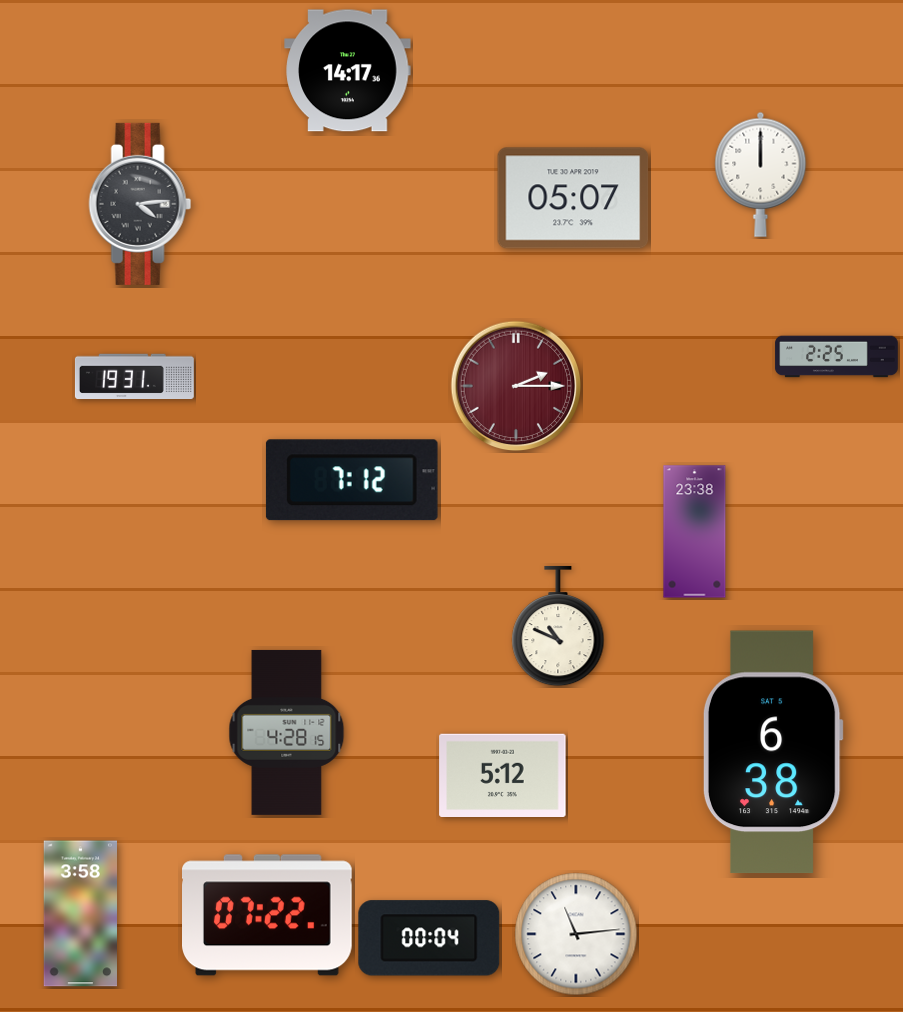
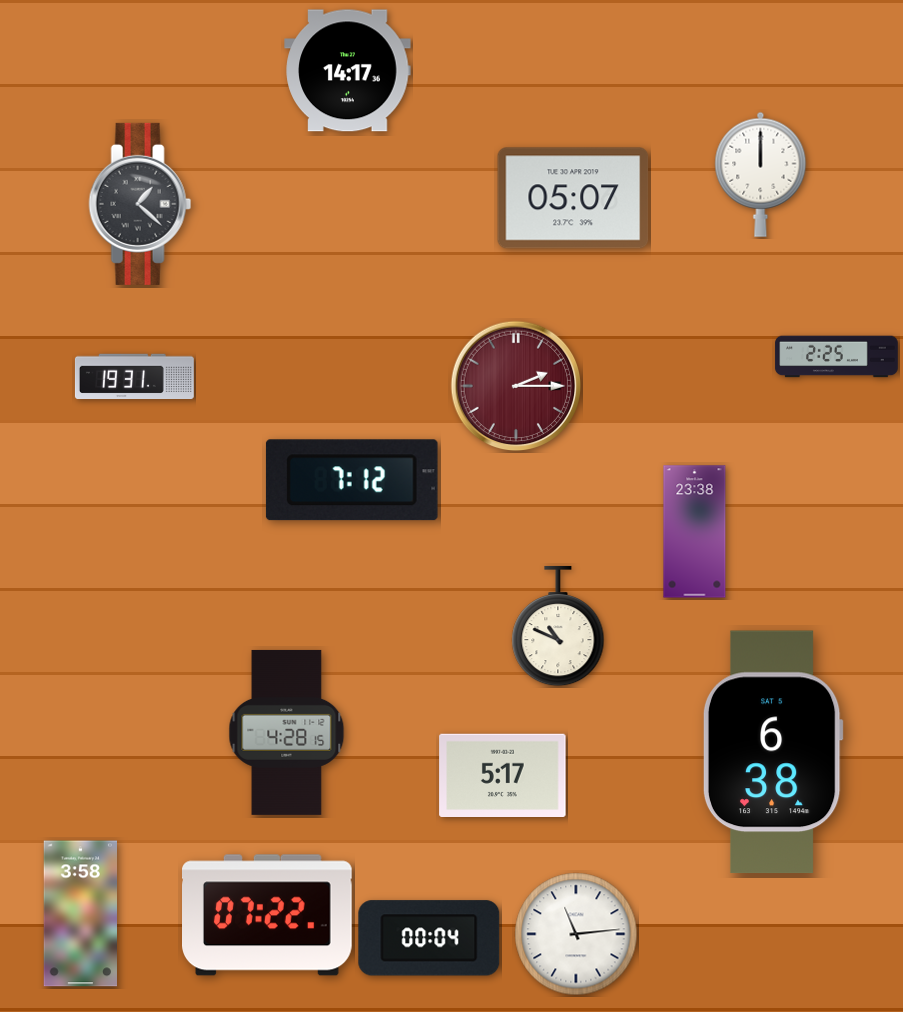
clock at (140, 204): 4:14 -> 1:22
clock at (503, 776): 5:12 -> 5:17
